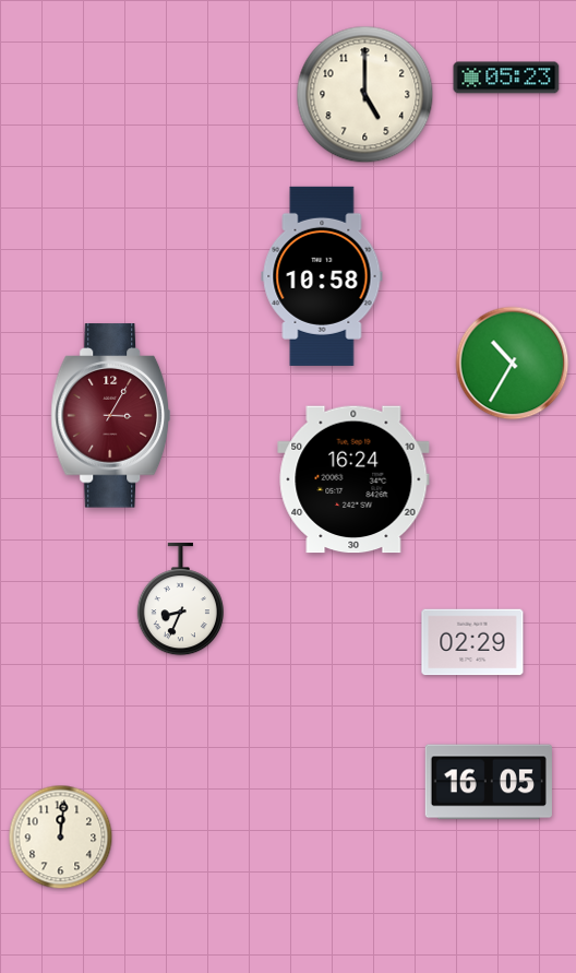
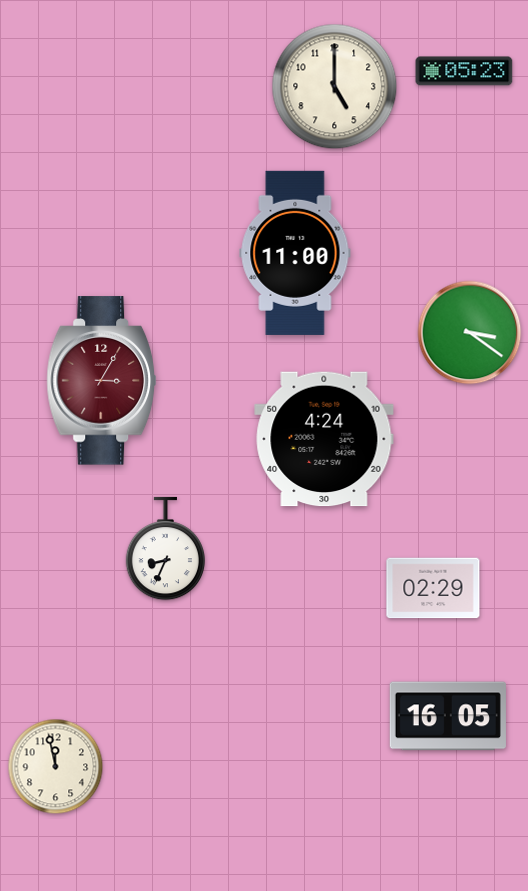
clock at (322, 276): 10:58 -> 11:00
clock at (513, 364): 10:35 -> 3:21
clock at (353, 479): 16:24 -> 4:24
clock at (61, 838): 12:01 -> 11:58
